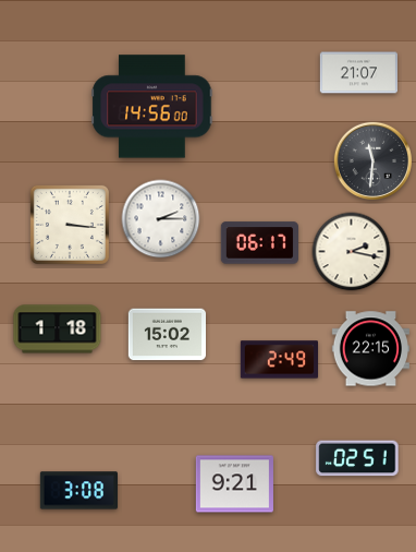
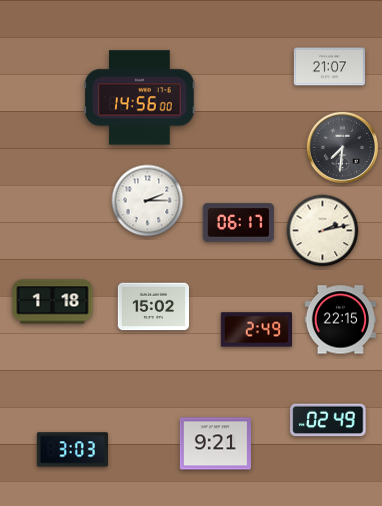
clock at (372, 160): 11:31 -> 7:31
clock at (70, 225): 3:16 -> none
clock at (352, 252): 2:17 -> 2:13
clock at (357, 458): 02:51 -> 02:49
clock at (78, 491): 3:08 -> 3:03
